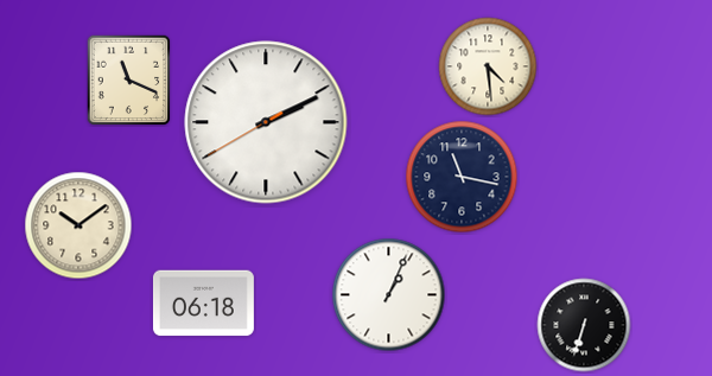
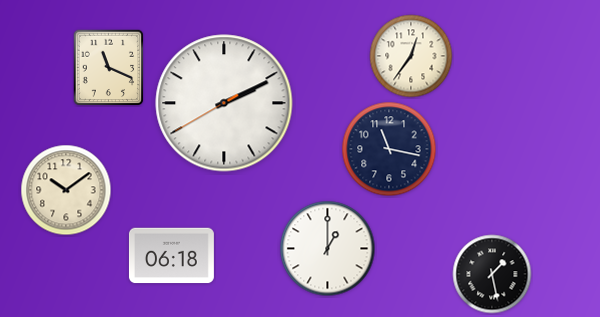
clock at (488, 66): 4:29 -> 12:36
clock at (389, 295): 1:04 -> 1:00
clock at (584, 325): 6:33 -> 1:28
